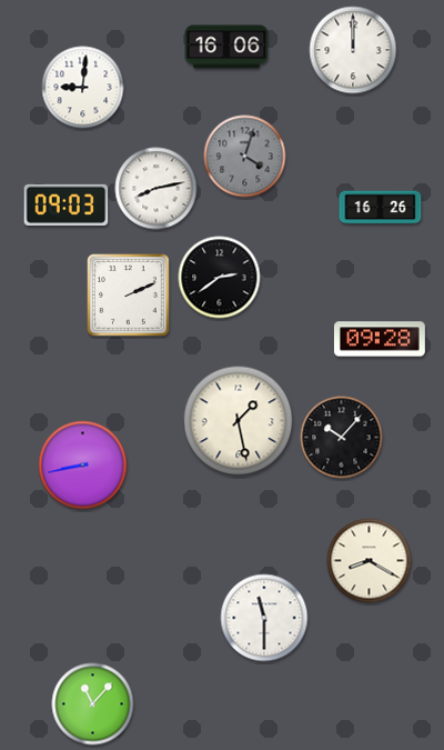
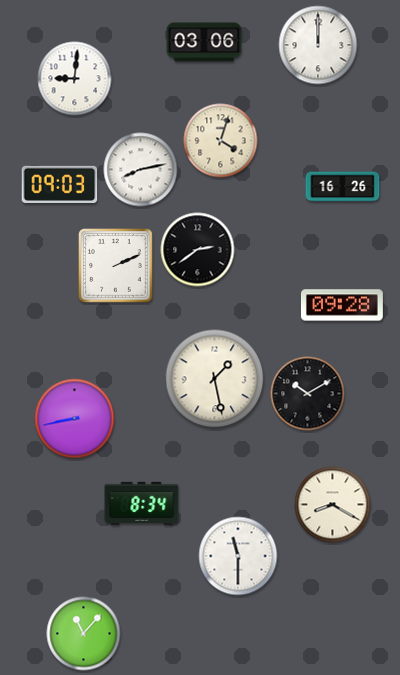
clock at (226, 47): 16:06 -> 03:06
clock at (245, 157) dial: grey -> cream
clock at (342, 438): 10:07 -> 10:10
clock at (142, 503): none -> 8:34
